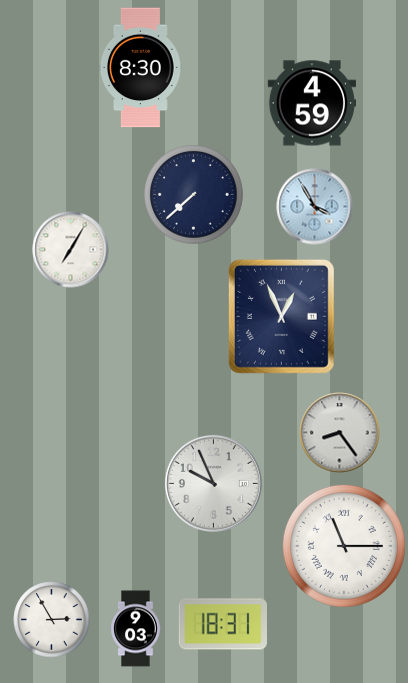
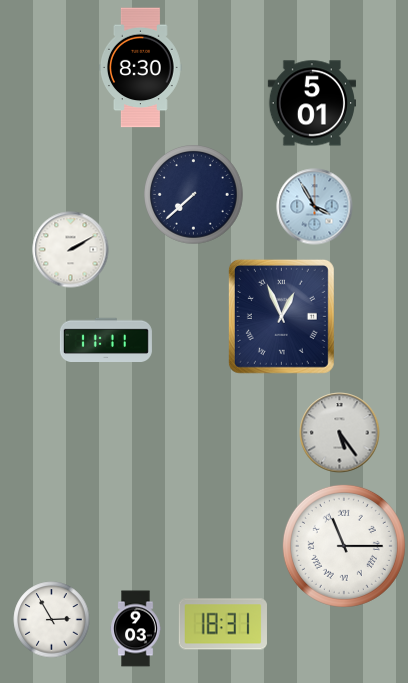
clock at (311, 103): 4:59 -> 5:01
clock at (71, 250): 7:05 -> 2:10
clock at (106, 339): none -> 11:11
clock at (340, 433): 8:24 -> 5:24
clock at (213, 483): 9:56 -> none
